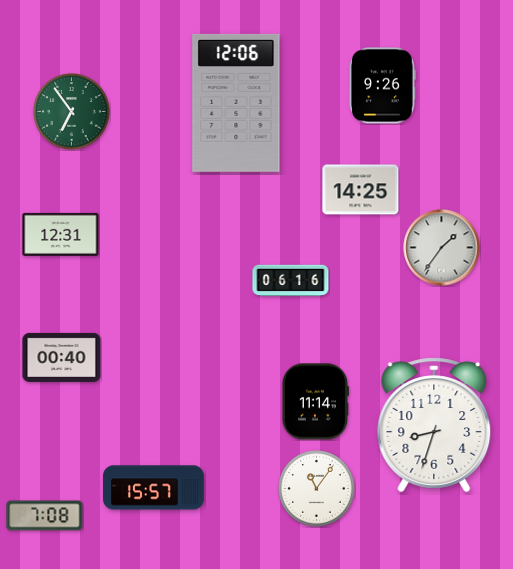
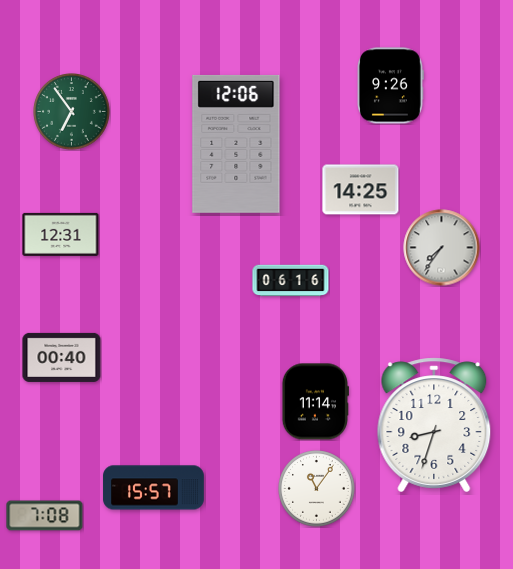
clock at (383, 86) position: (383, 86) -> (391, 86)
clock at (236, 103) position: (236, 103) -> (236, 144)
clock at (442, 248): 1:36 -> 7:36
